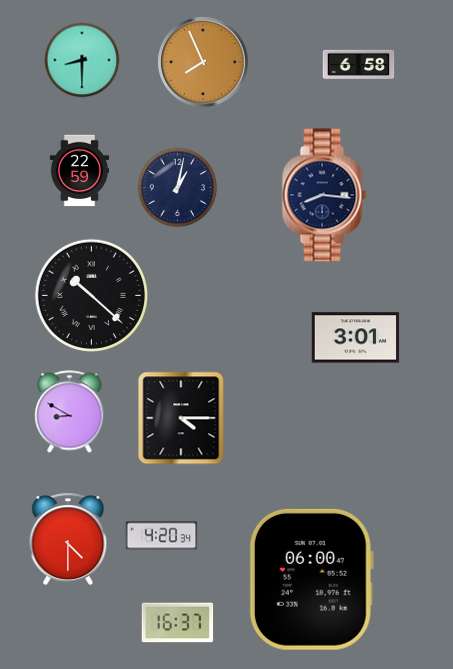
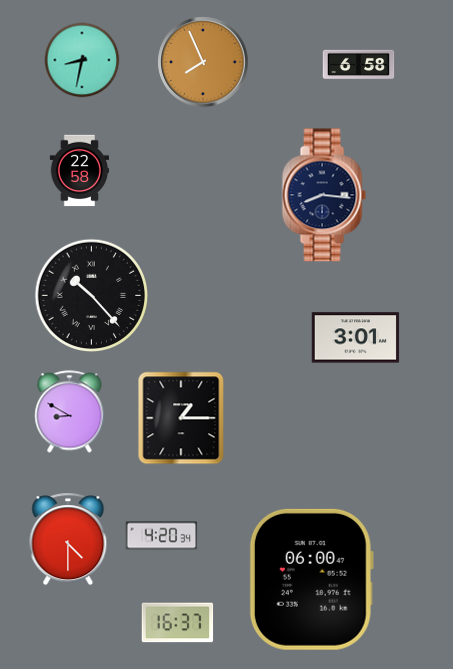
clock at (82, 60): 8:30 -> 8:32
clock at (80, 171): 22:59 -> 22:58
clock at (178, 188): 1:02 -> none
clock at (91, 295): 10:22 -> 10:23
clock at (181, 418): 4:15 -> 1:15
